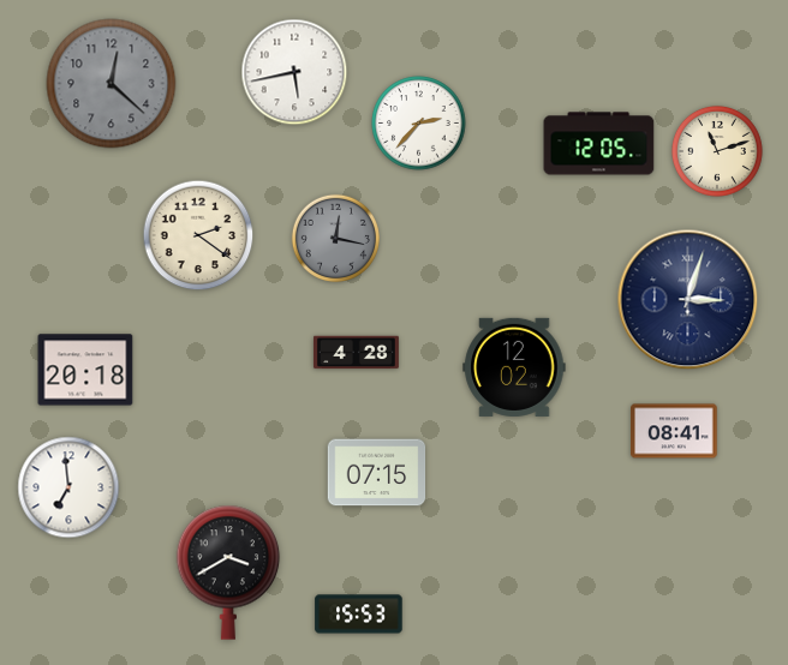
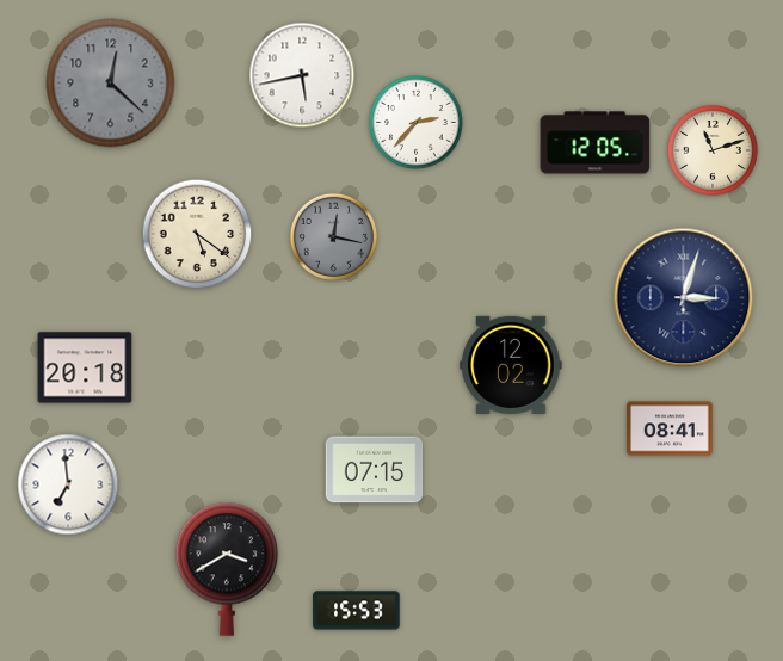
clock at (294, 72) position: (294, 72) -> (302, 75)
clock at (198, 235): 2:21 -> 5:21
clock at (356, 353): 4:28 -> none
